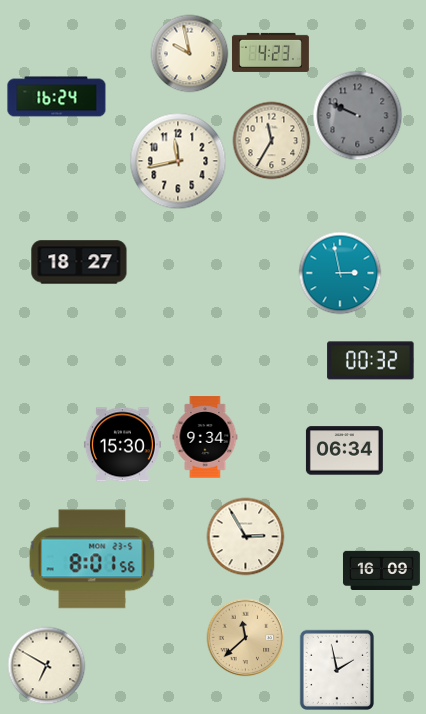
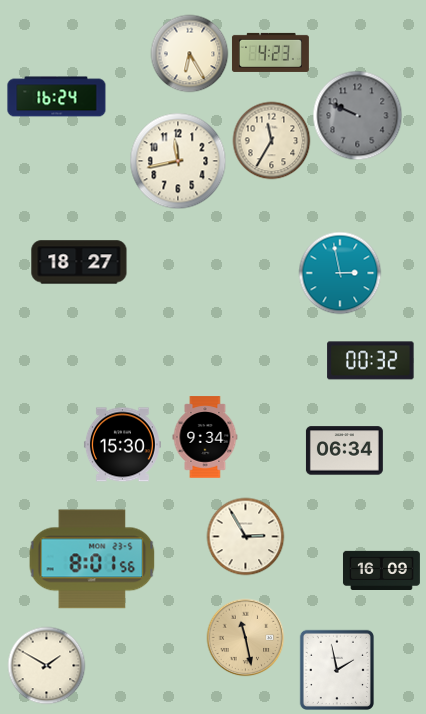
clock at (189, 53): 9:58 -> 6:25
clock at (245, 637): 11:38 -> 11:28
clock at (46, 665): 6:50 -> 1:50
